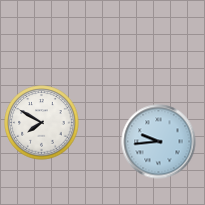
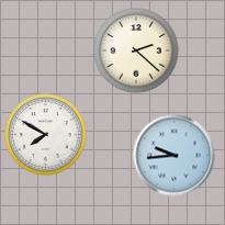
clock at (136, 50): none -> 2:22
